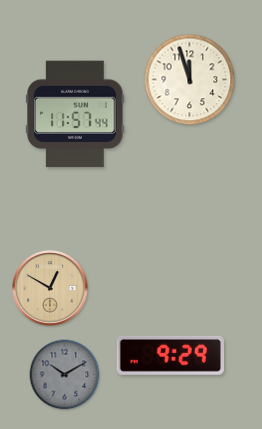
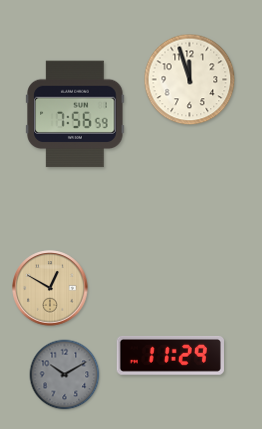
clock at (75, 114): 11:57 -> 7:56
clock at (170, 355): 9:29 -> 11:29
